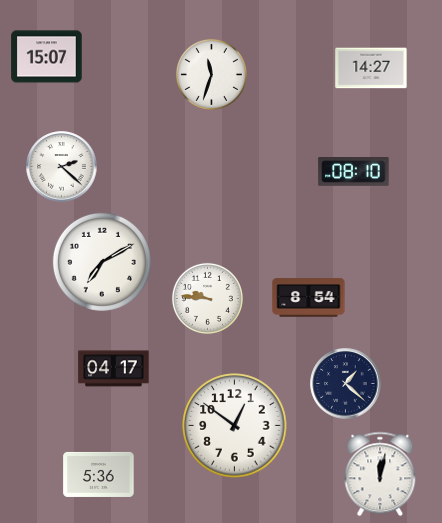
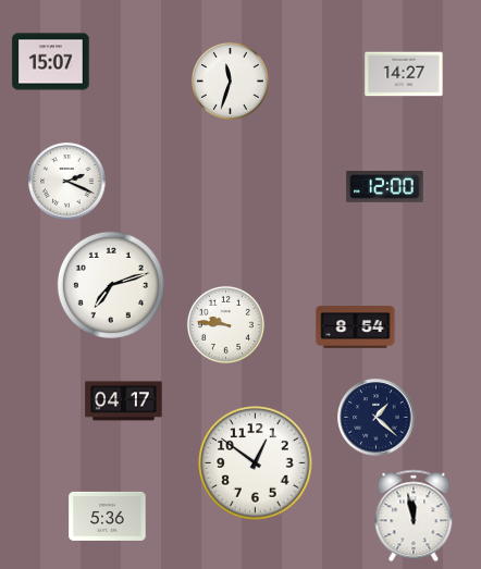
clock at (62, 167): 2:22 -> 2:19
clock at (354, 172): 08:10 -> 12:00
clock at (102, 262): 7:10 -> 7:12
clock at (309, 298) position: (309, 298) -> (356, 327)
clock at (380, 474): 12:02 -> 11:58
